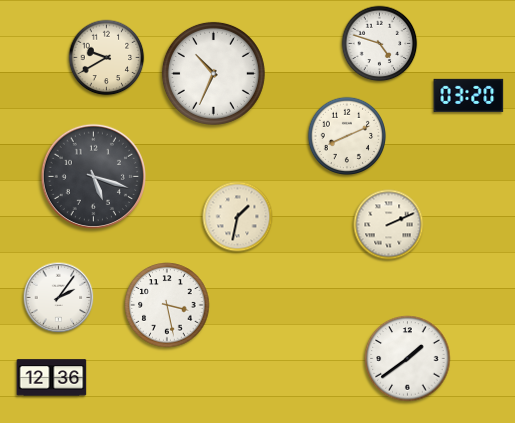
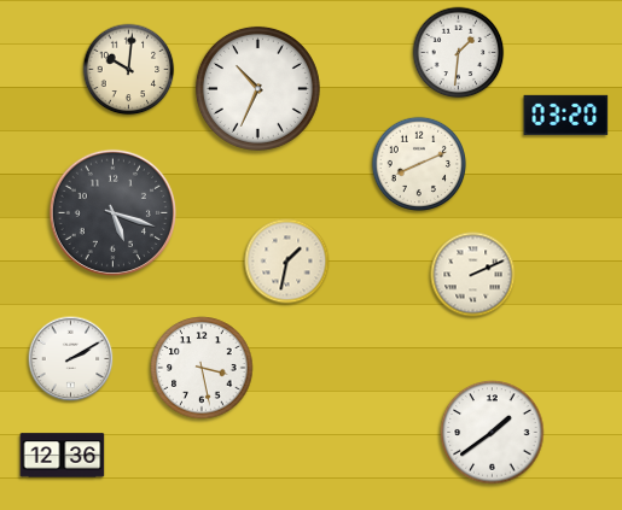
clock at (380, 44): 4:48 -> 1:31
clock at (107, 58): 9:40 -> 10:01
clock at (389, 225) position: (389, 225) -> (473, 275)
clock at (59, 298): 2:06 -> 2:10
